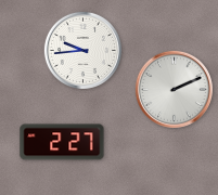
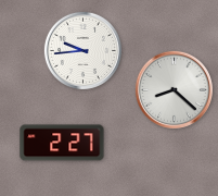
clock at (174, 89): 2:11 -> 8:22
